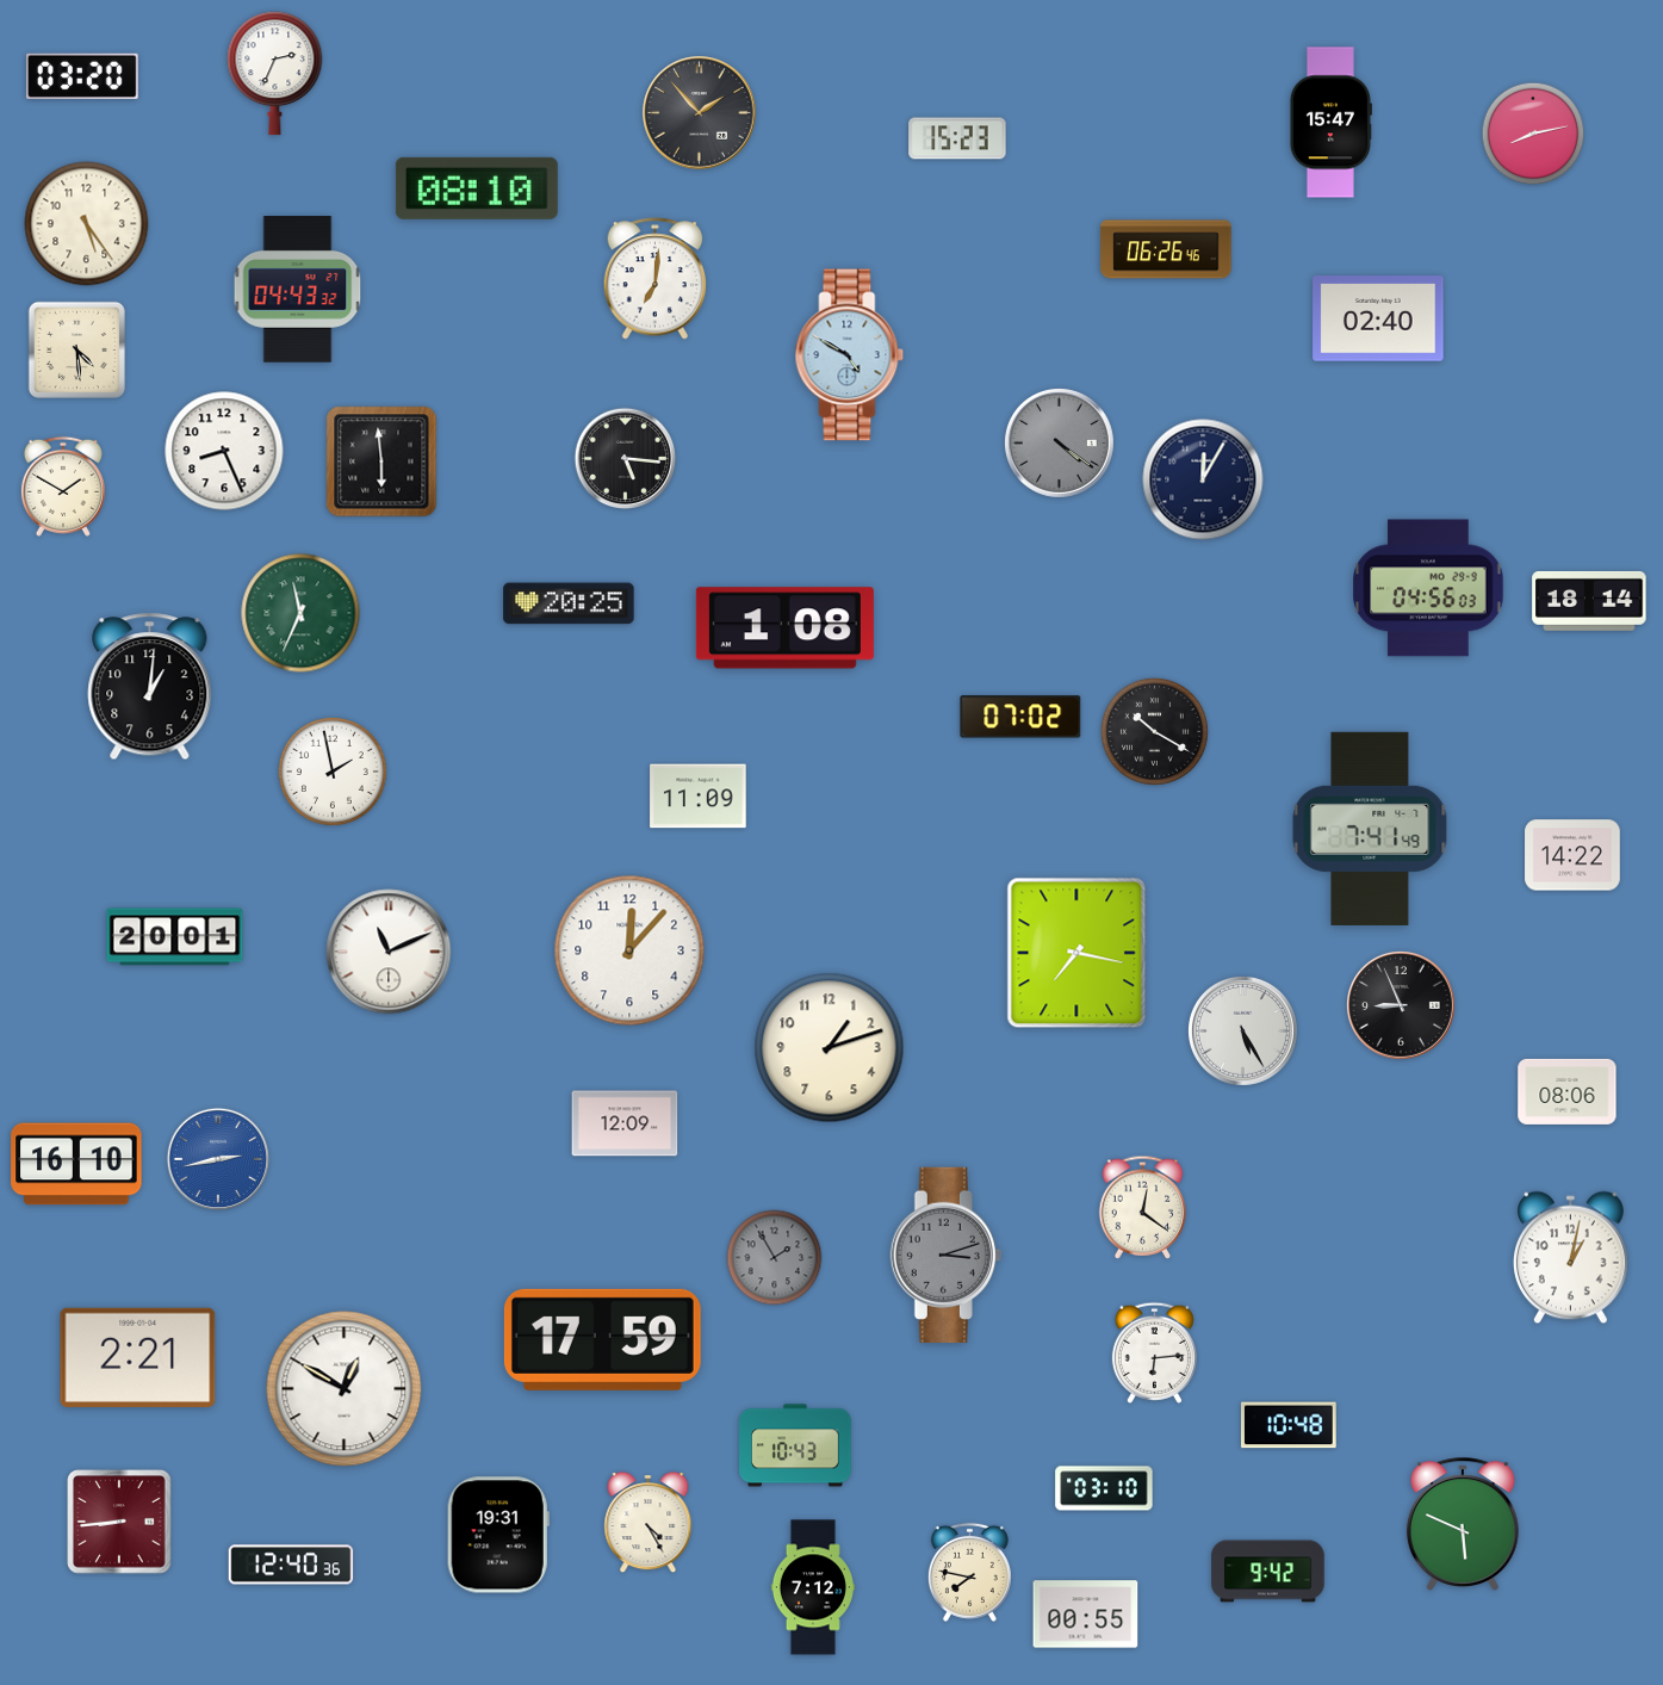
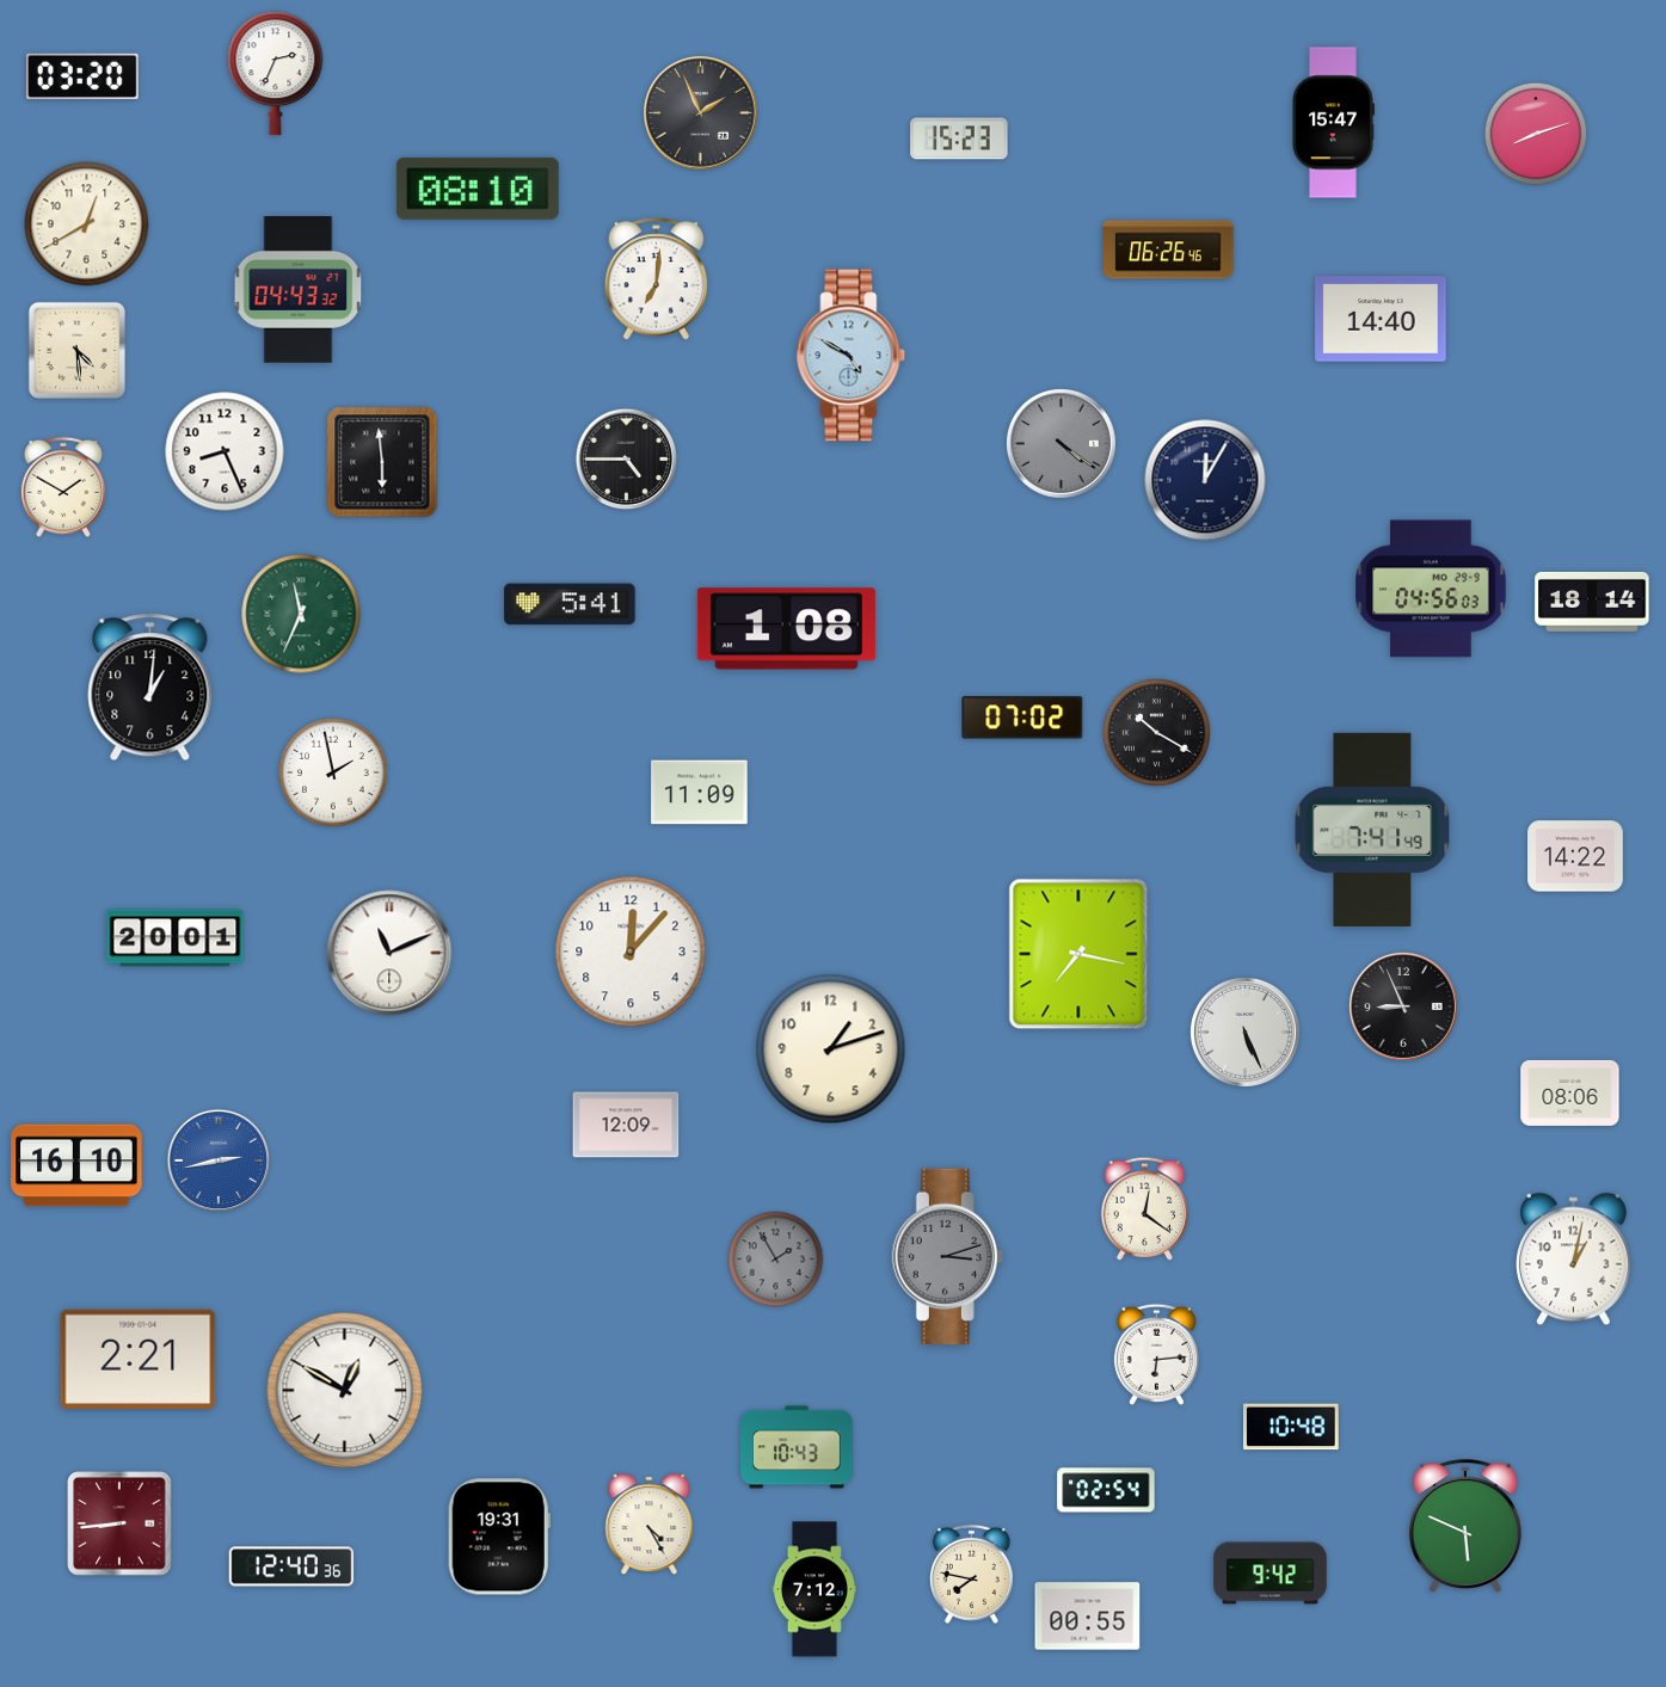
clock at (700, 113): 1:53 -> 1:56
clock at (1533, 134): 8:13 -> 8:12
clock at (87, 224): 5:24 -> 12:40
clock at (1378, 318): 02:40 -> 14:40
clock at (626, 459): 5:16 -> 4:45
clock at (569, 603): 20:25 -> 5:41
clock at (699, 797) position: (699, 797) -> (700, 793)
clock at (1242, 1030): 5:25 -> 5:26
clock at (602, 1339): 17:59 -> none
clock at (1104, 1488): 03:10 -> 02:54
